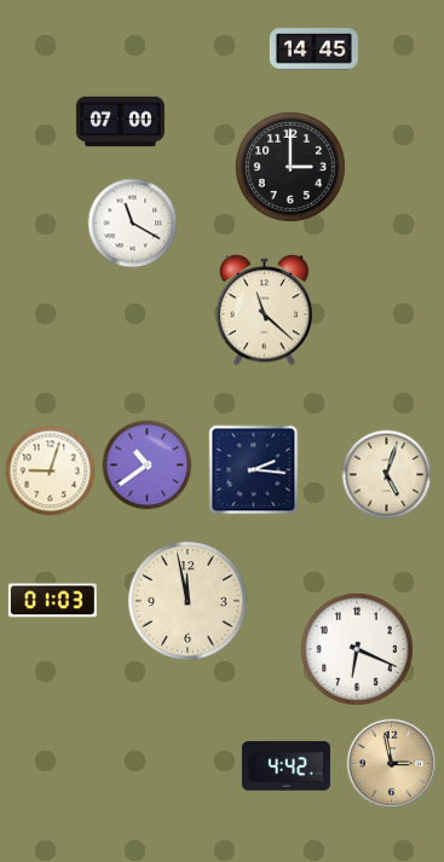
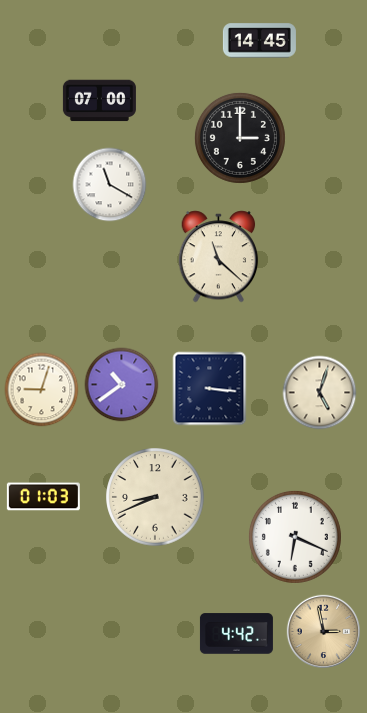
clock at (254, 470): 2:16 -> 3:16
clock at (188, 601): 11:58 -> 8:41
